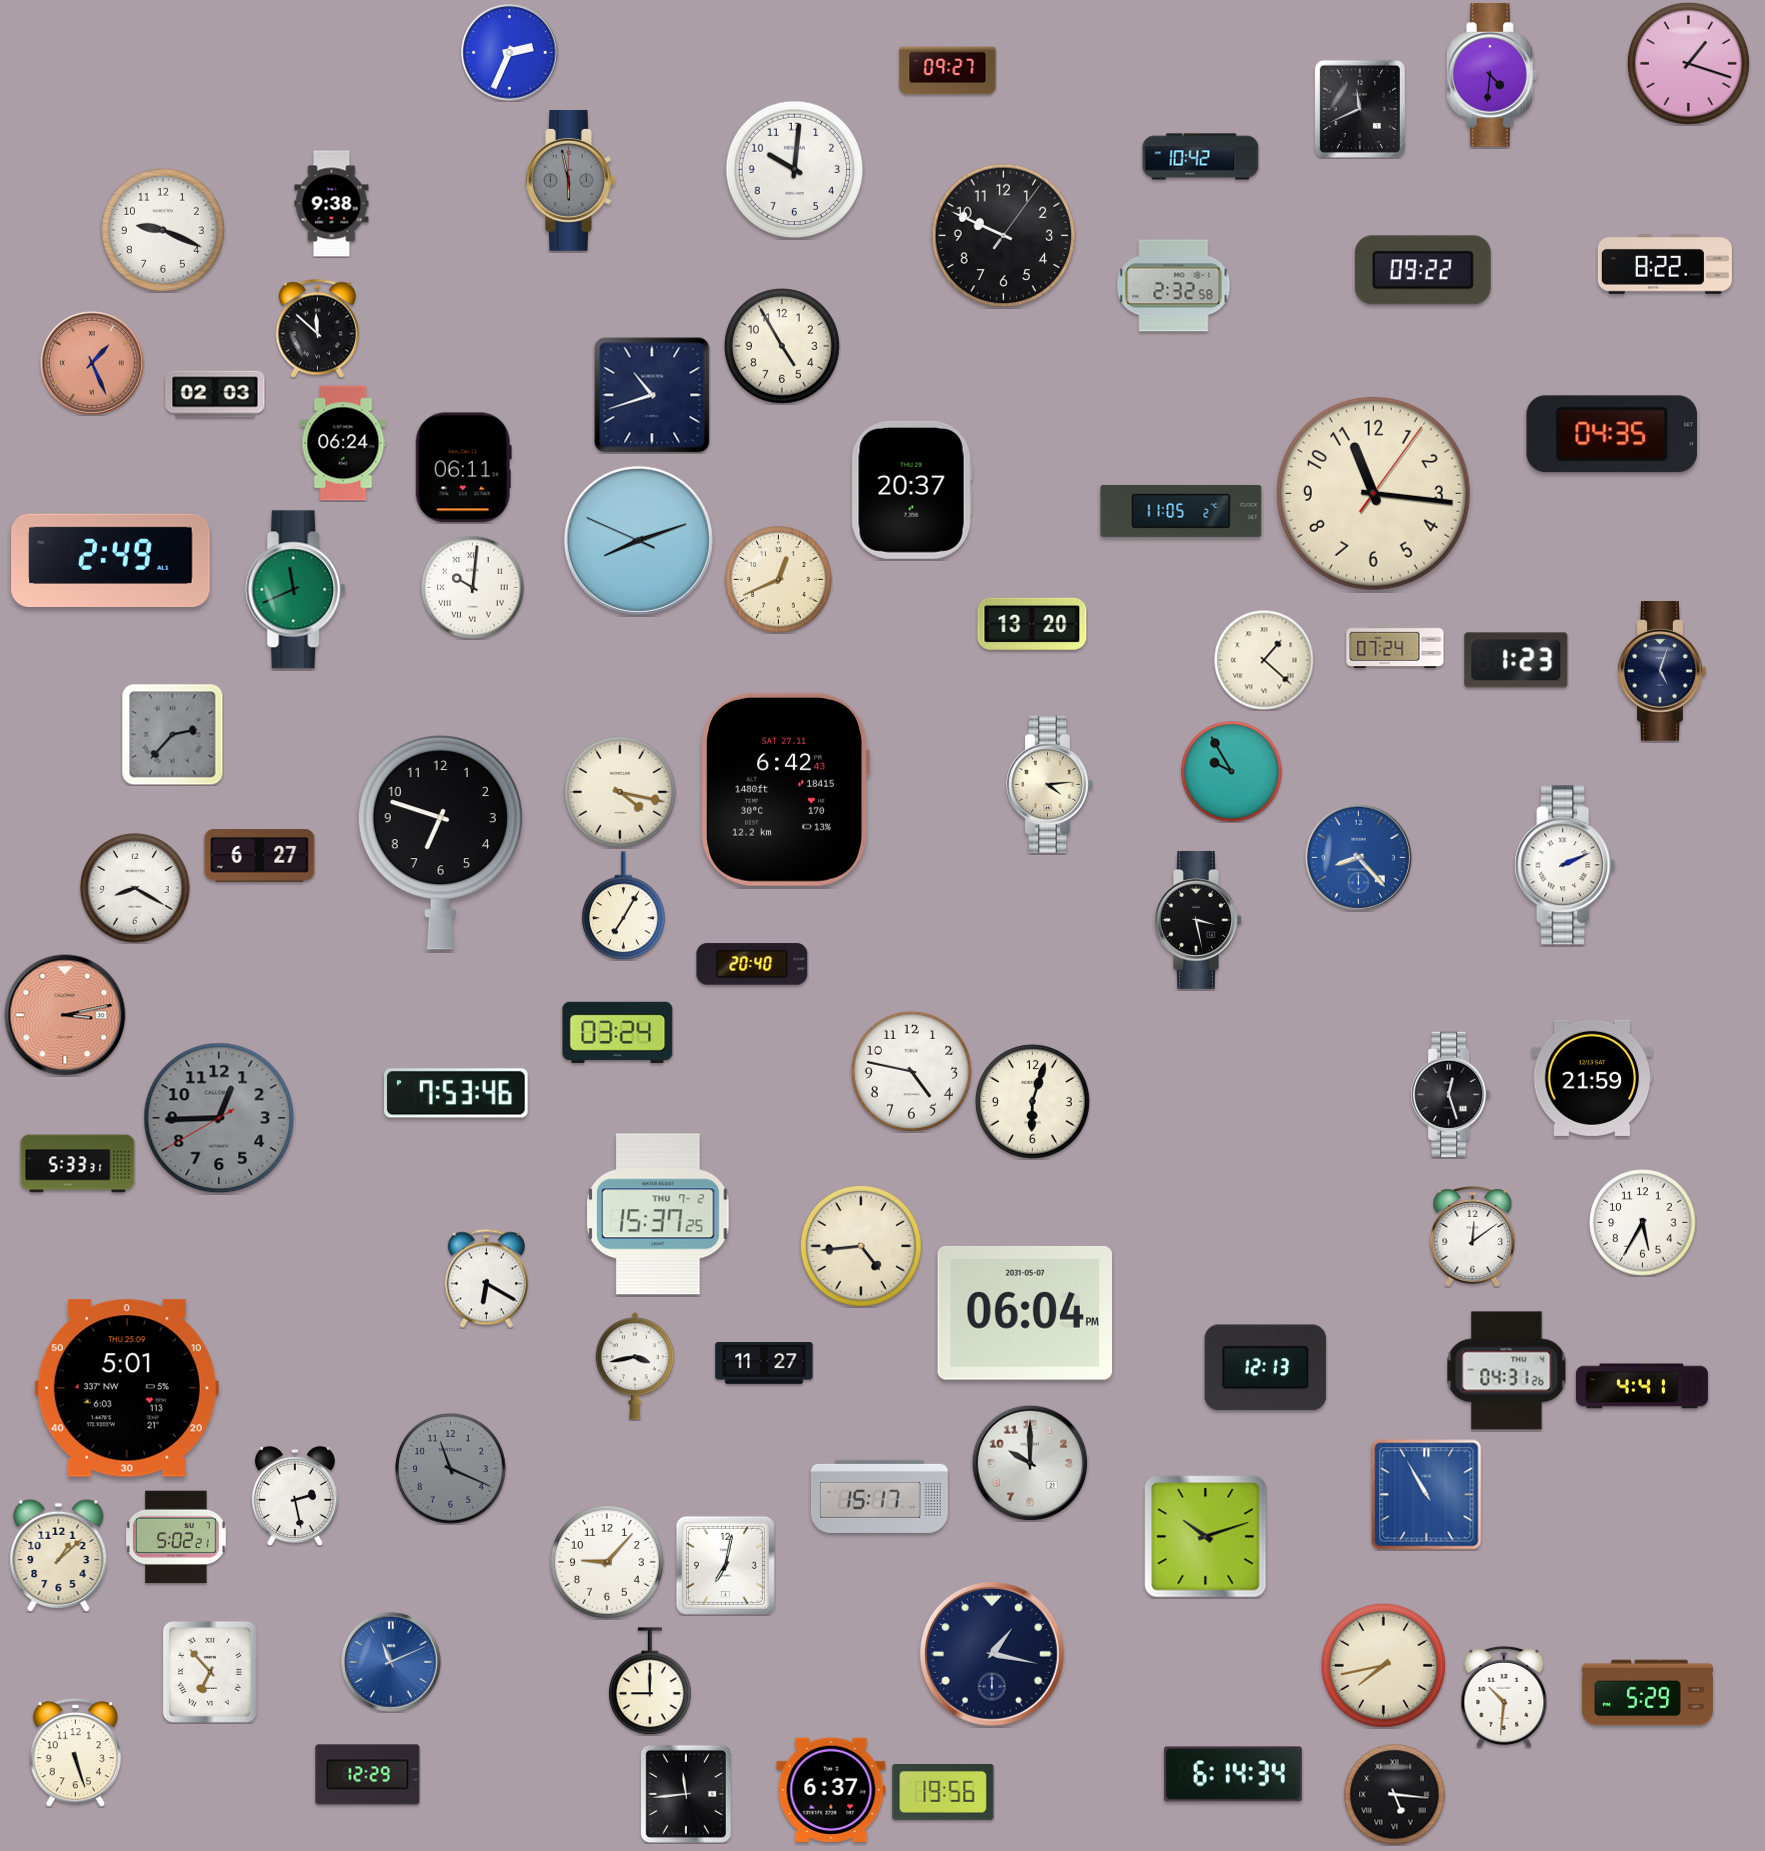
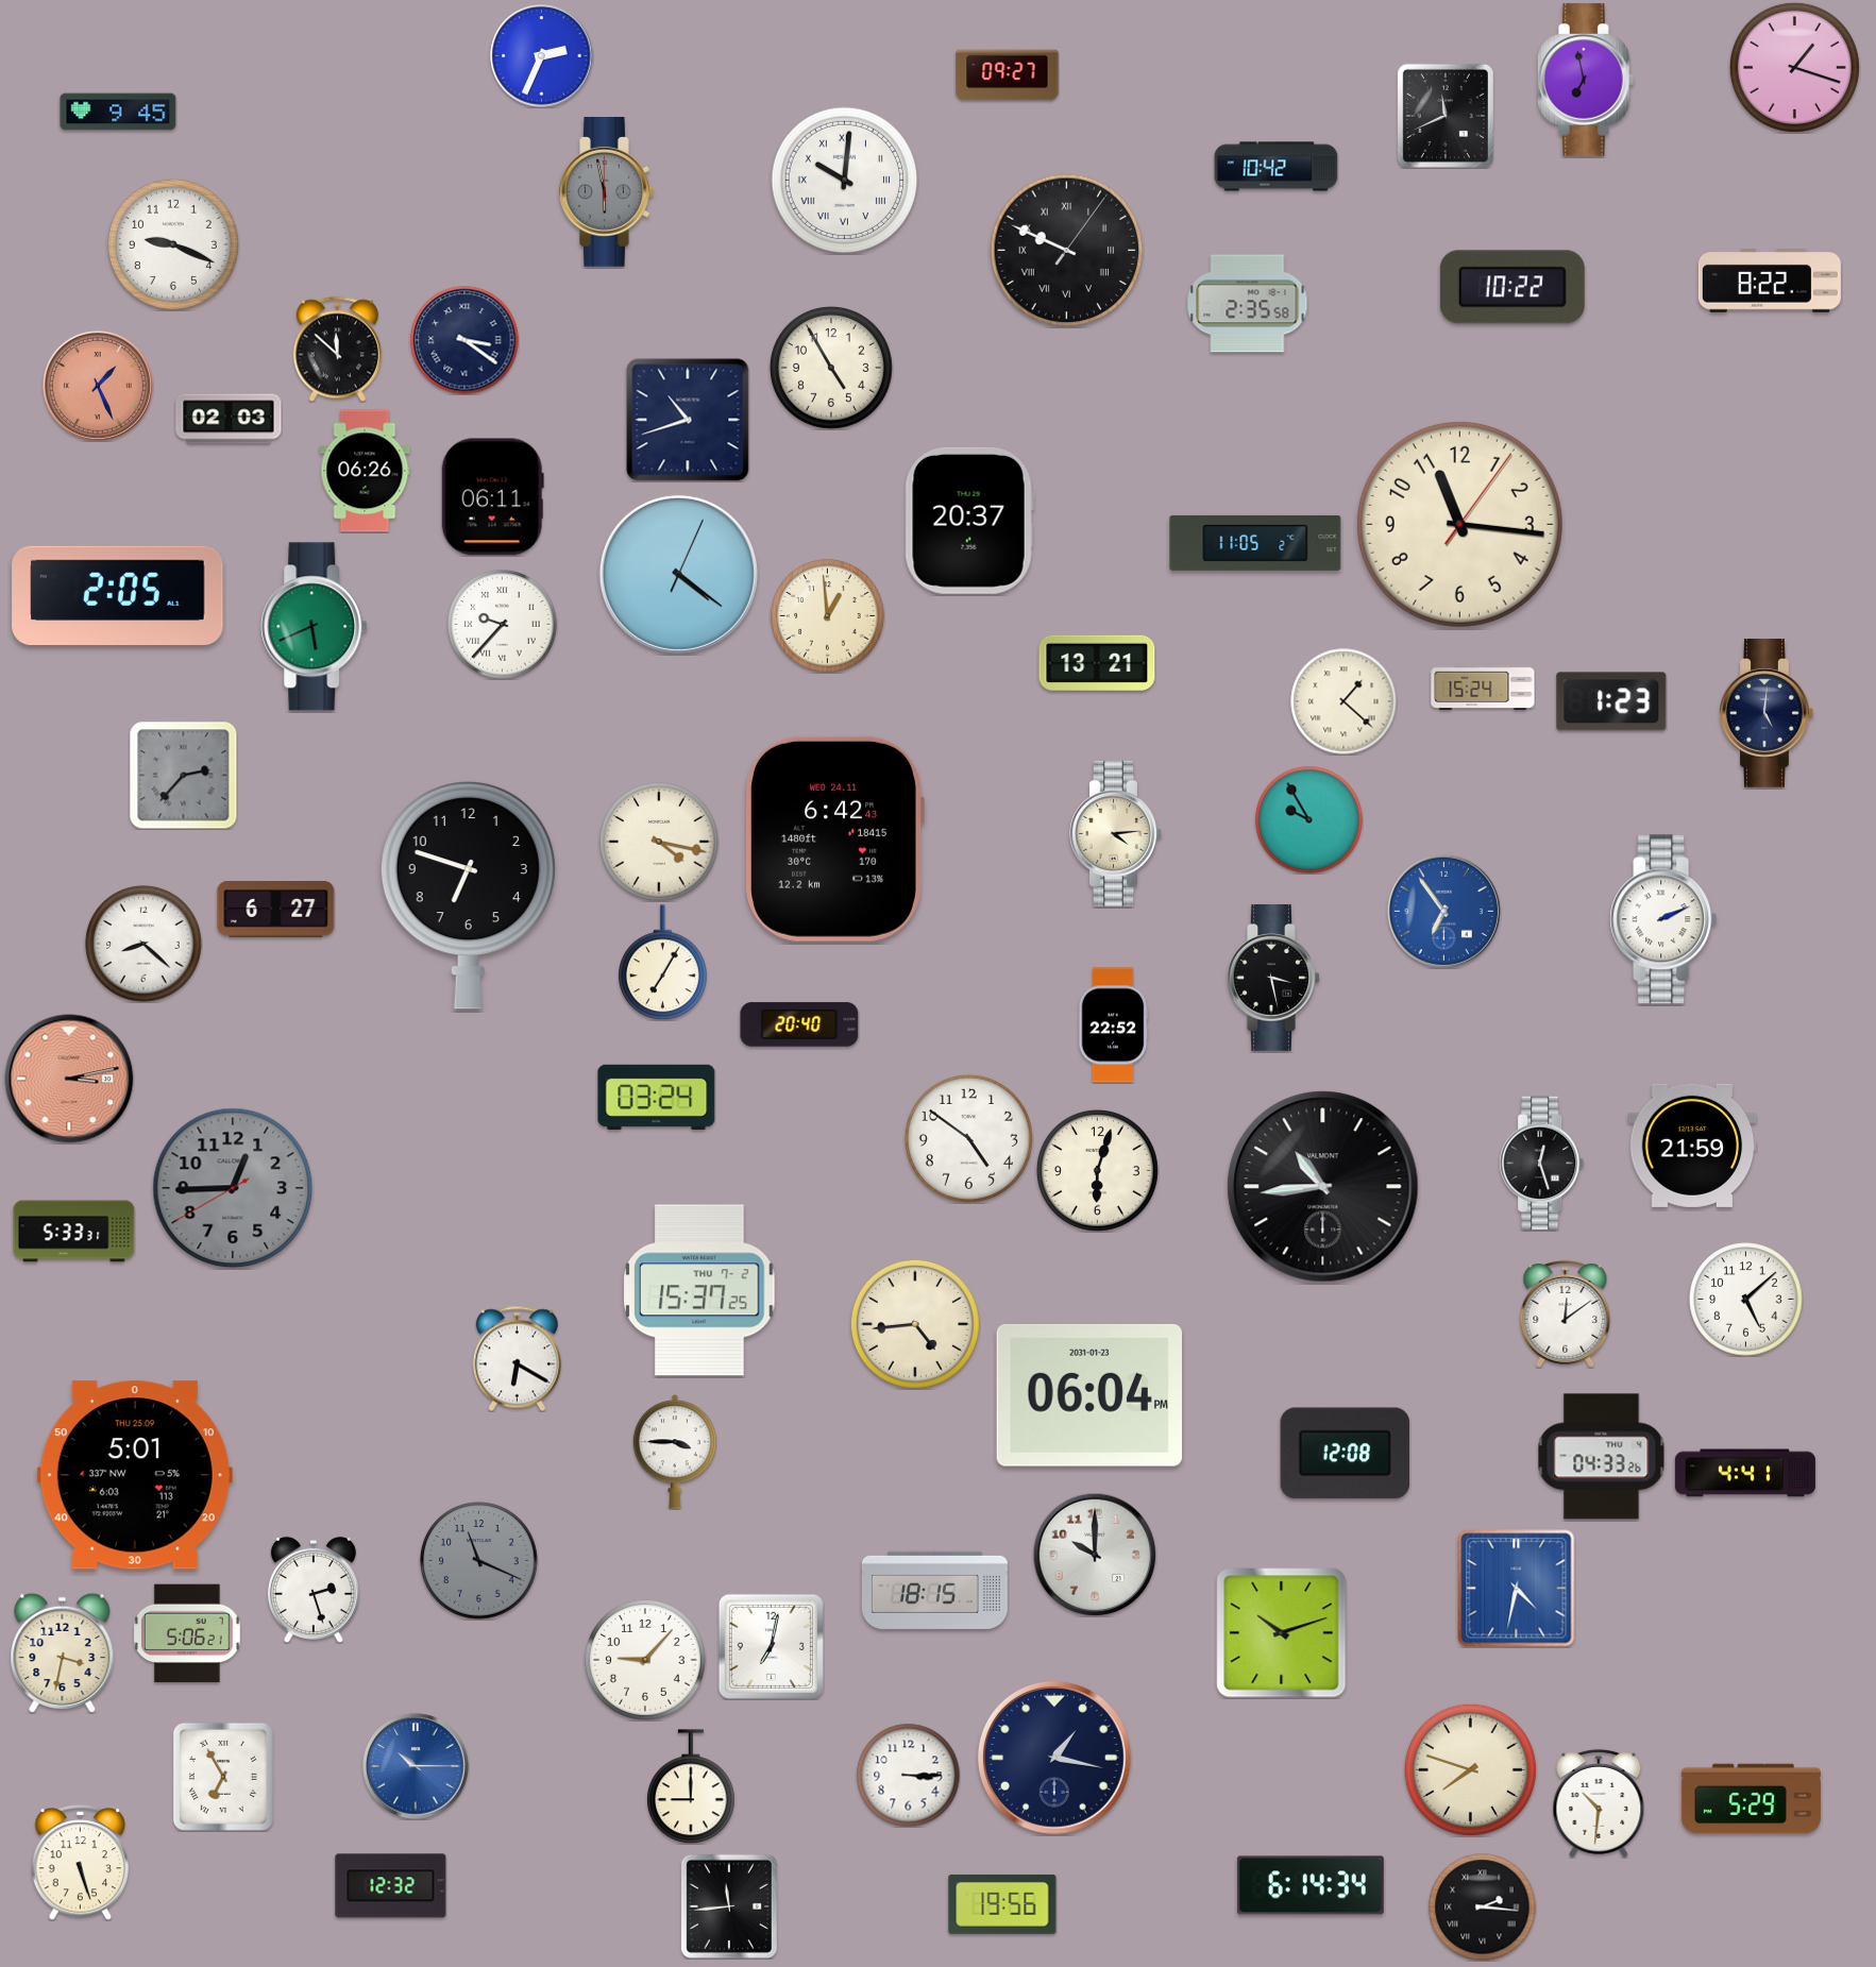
clock at (1492, 75): 4:31 -> 6:58
clock at (118, 112): none -> 9:45
clock at (795, 170) numerals: Arabic -> Roman
clock at (332, 204): 9:38 -> none
clock at (1004, 236) numerals: Arabic -> Roman
clock at (1423, 270): 09:22 -> 10:22
clock at (1174, 286): 2:32 -> 2:35
clock at (464, 340): none -> 3:21
clock at (652, 395) position: (652, 395) -> (688, 420)
clock at (1612, 434): 04:35 -> none
clock at (343, 443): 06:24 -> 06:26
clock at (638, 540): 8:11 -> 4:21
clock at (111, 560): 2:49 -> 2:05
clock at (779, 580): 12:41 -> 12:59
clock at (473, 588): 10:01 -> 9:37
clock at (296, 590): 11:41 -> 5:41
clock at (1032, 624): 13:20 -> 13:21
clock at (1395, 646): 07:24 -> 15:24
clock at (1662, 672): 5:03 -> 5:01
clock at (172, 734) position: (172, 734) -> (183, 775)
clock at (785, 789) date: SAT 27.11 -> WED 24.11
clock at (1358, 857): 8:23 -> 6:54
clock at (135, 888): 8:20 -> 8:22
clock at (1113, 1025): none -> 22:52
clock at (911, 1071): 4:47 -> 4:51
clock at (456, 1093): 7:53 -> none
clock at (1323, 1187): none -> 10:44
clock at (78, 1164) position: (78, 1164) -> (74, 1232)
clock at (1643, 1223): 5:35 -> 5:08
clock at (1024, 1313) date: 2031-05-07 -> 2031-01-23
clock at (764, 1364): 11:27 -> none
clock at (635, 1366): 3:43 -> 3:45
clock at (1266, 1368): 12:13 -> 12:08
clock at (1507, 1371): 04:31 -> 04:33
clock at (1427, 1495): 10:55 -> 4:32
clock at (295, 1496): 2:28 -> 2:27
clock at (879, 1496): 15:17 -> 18:15
clock at (176, 1537): 5:02 -> 5:06
clock at (59, 1555): 1:08 -> 3:32
clock at (725, 1565) position: (725, 1565) -> (771, 1646)
clock at (391, 1662): 11:11 -> 10:15
clock at (1383, 1665): 7:43 -> 7:48
clock at (908, 1775): none -> 3:15
clock at (210, 1672): 6:53 -> 6:55
clock at (368, 1775): 12:29 -> 12:32
clock at (831, 1789): 6:37 -> none
clock at (1395, 1795): 5:16 -> 2:16
